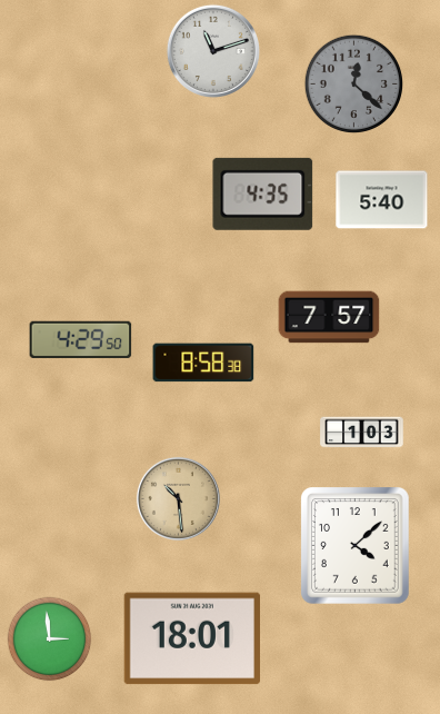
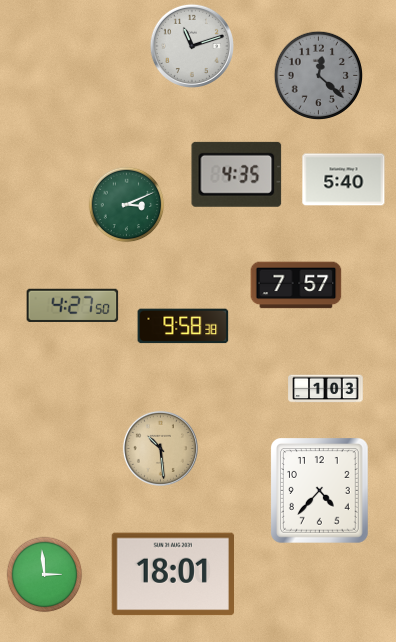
clock at (127, 205): none -> 3:11
clock at (81, 339): 4:29 -> 4:27
clock at (203, 363): 8:58 -> 9:58
clock at (356, 546): 4:08 -> 4:37
